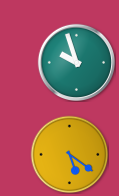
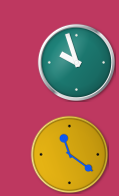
clock at (69, 154): 5:21 -> 11:21
